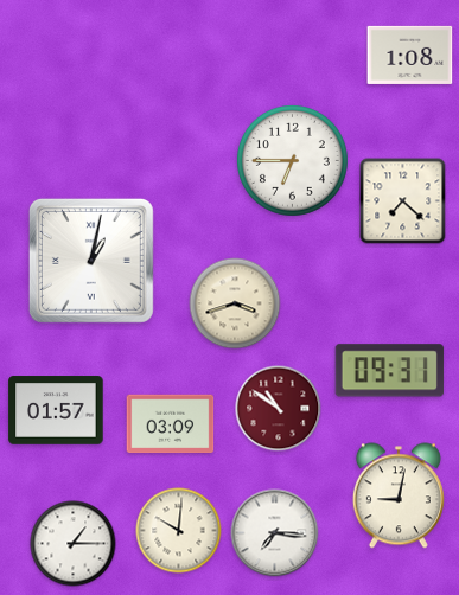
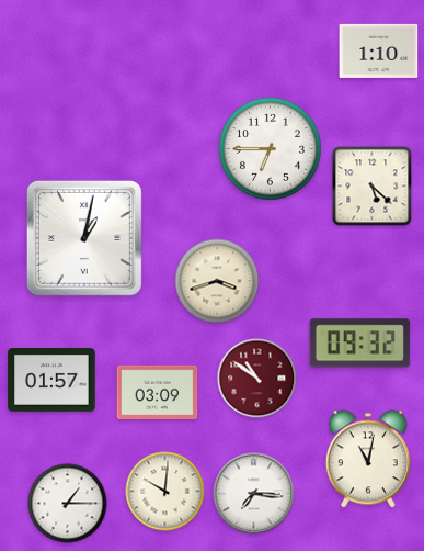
clock at (410, 55): 1:08 -> 1:10
clock at (403, 201): 7:22 -> 5:22
clock at (91, 261) position: (91, 261) -> (84, 238)
clock at (389, 371): 09:31 -> 09:32
clock at (399, 495): 9:02 -> 11:02
